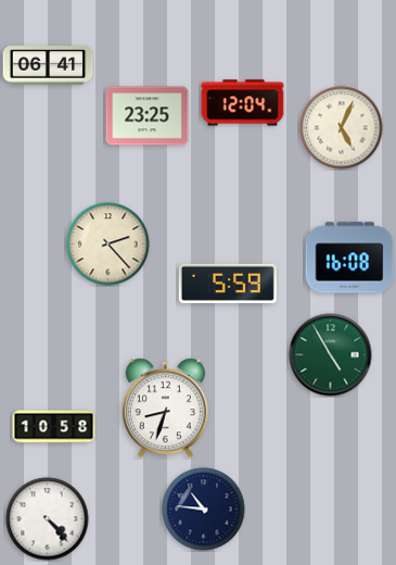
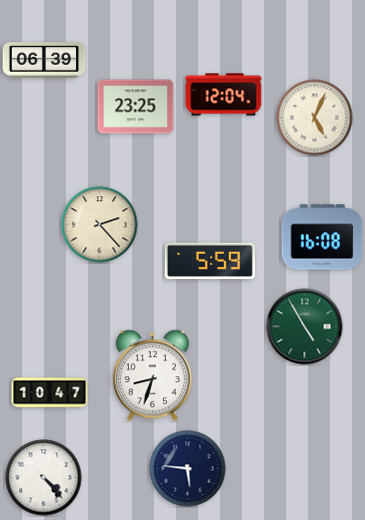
clock at (48, 65): 06:41 -> 06:39
clock at (54, 427): 10:58 -> 10:47
clock at (204, 510): 10:46 -> 5:46
